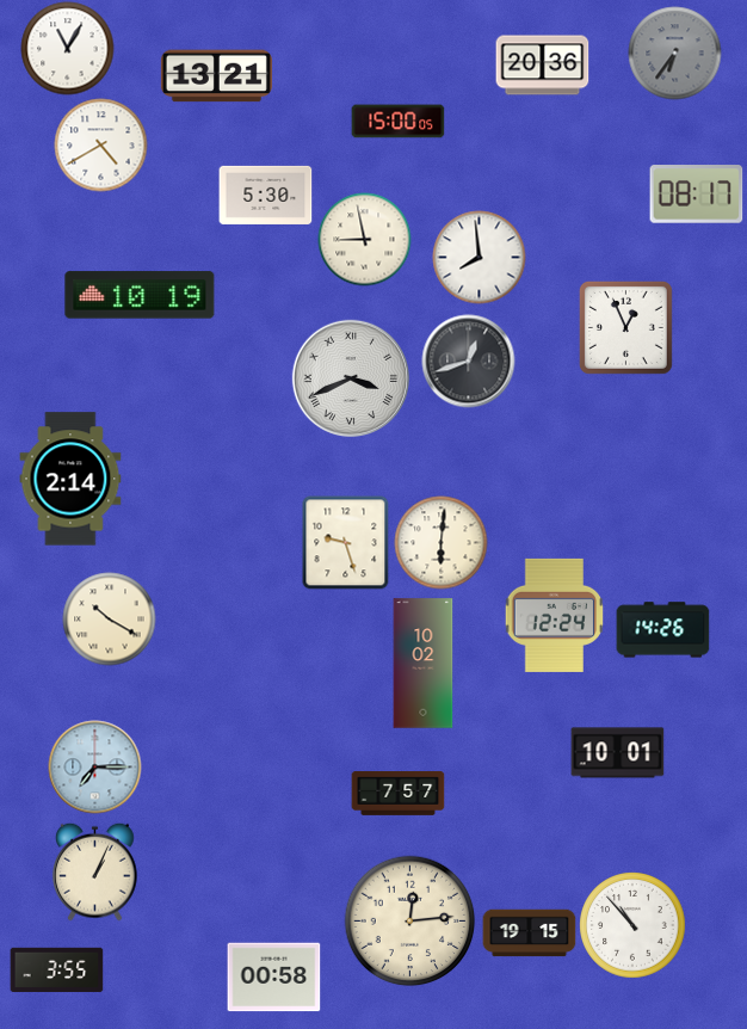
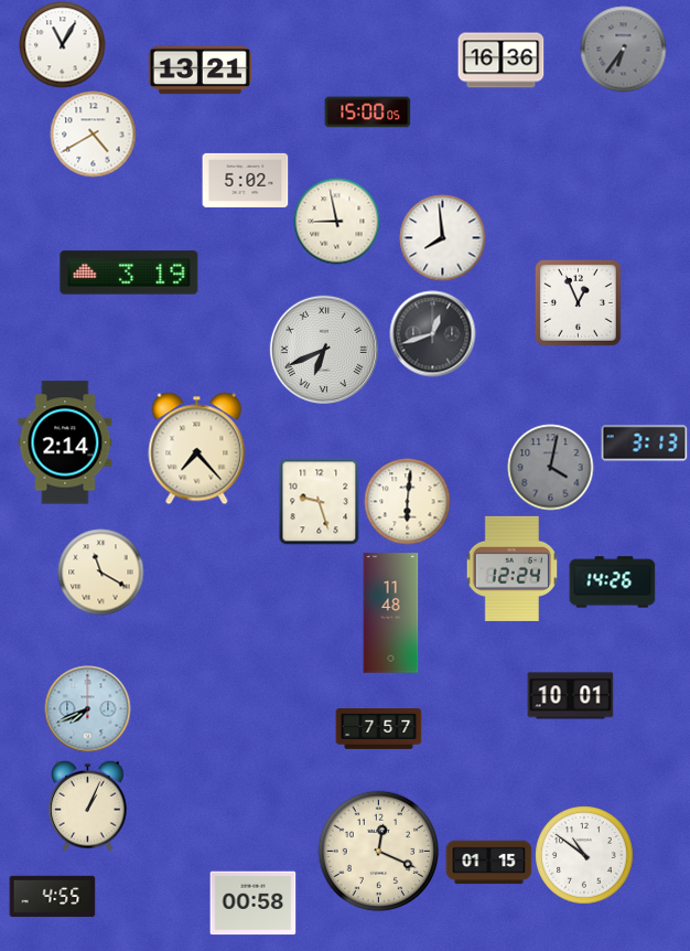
clock at (542, 66): 20:36 -> 16:36
clock at (265, 195): 5:30 -> 5:02
clock at (696, 195): 08:17 -> none
clock at (140, 295): 10:19 -> 3:19
clock at (350, 377): 3:41 -> 6:41
clock at (644, 444): none -> 3:13
clock at (197, 448): none -> 7:23
clock at (550, 467): none -> 4:02
clock at (109, 618): 10:20 -> 11:20
clock at (424, 664): 10:02 -> 11:48
clock at (94, 766): 7:15 -> 7:41
clock at (397, 794) position: (397, 794) -> (378, 729)
clock at (409, 920): 12:14 -> 12:19
clock at (632, 925): 10:53 -> 10:51
clock at (529, 934): 19:15 -> 01:15
clock at (56, 971): 3:55 -> 4:55
